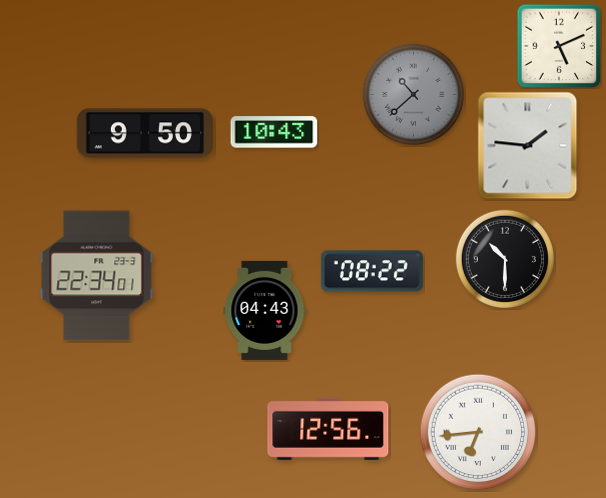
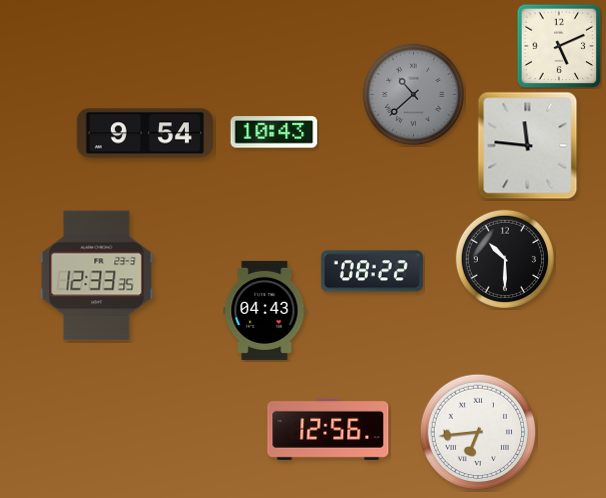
clock at (145, 133): 9:50 -> 9:54
clock at (528, 146): 1:46 -> 11:46
clock at (97, 276): 22:34 -> 12:33
